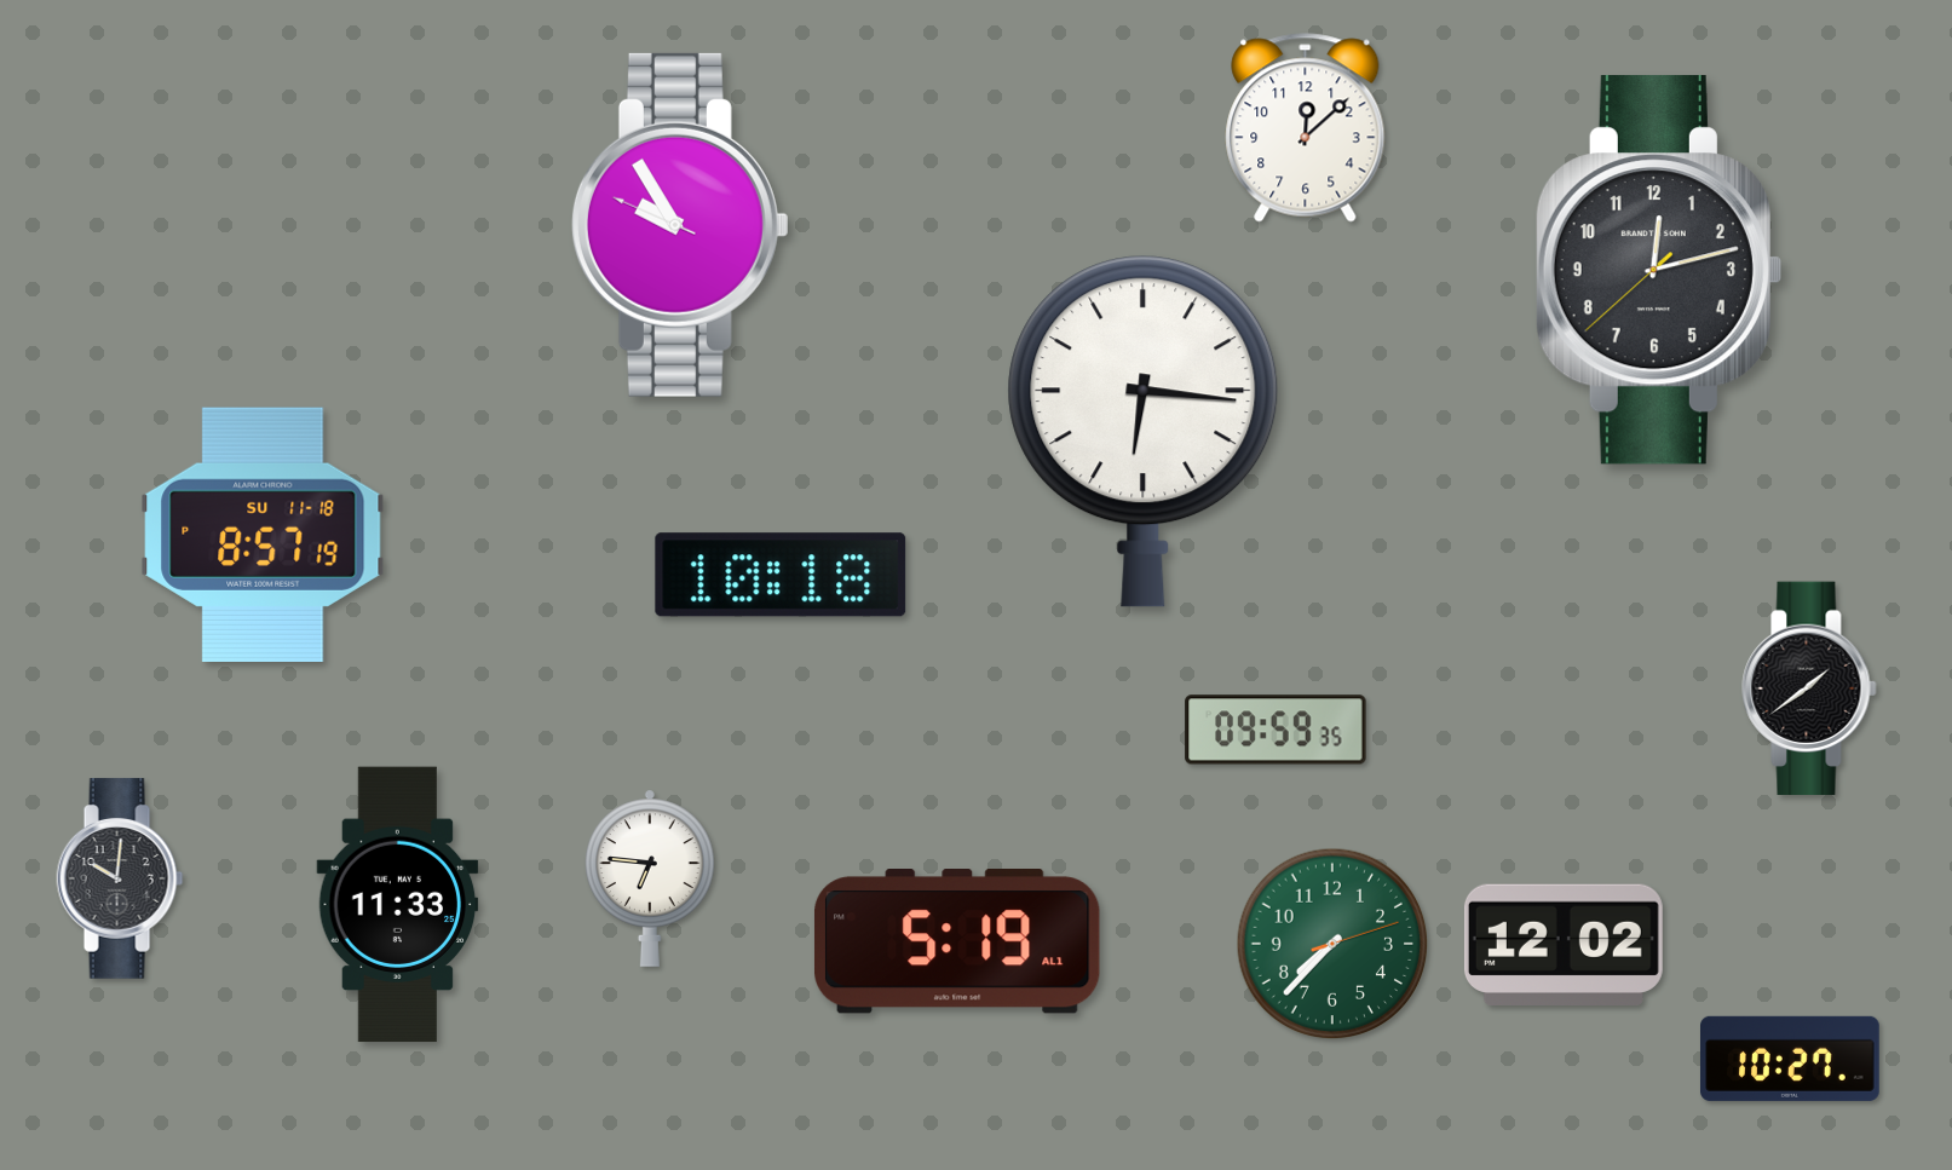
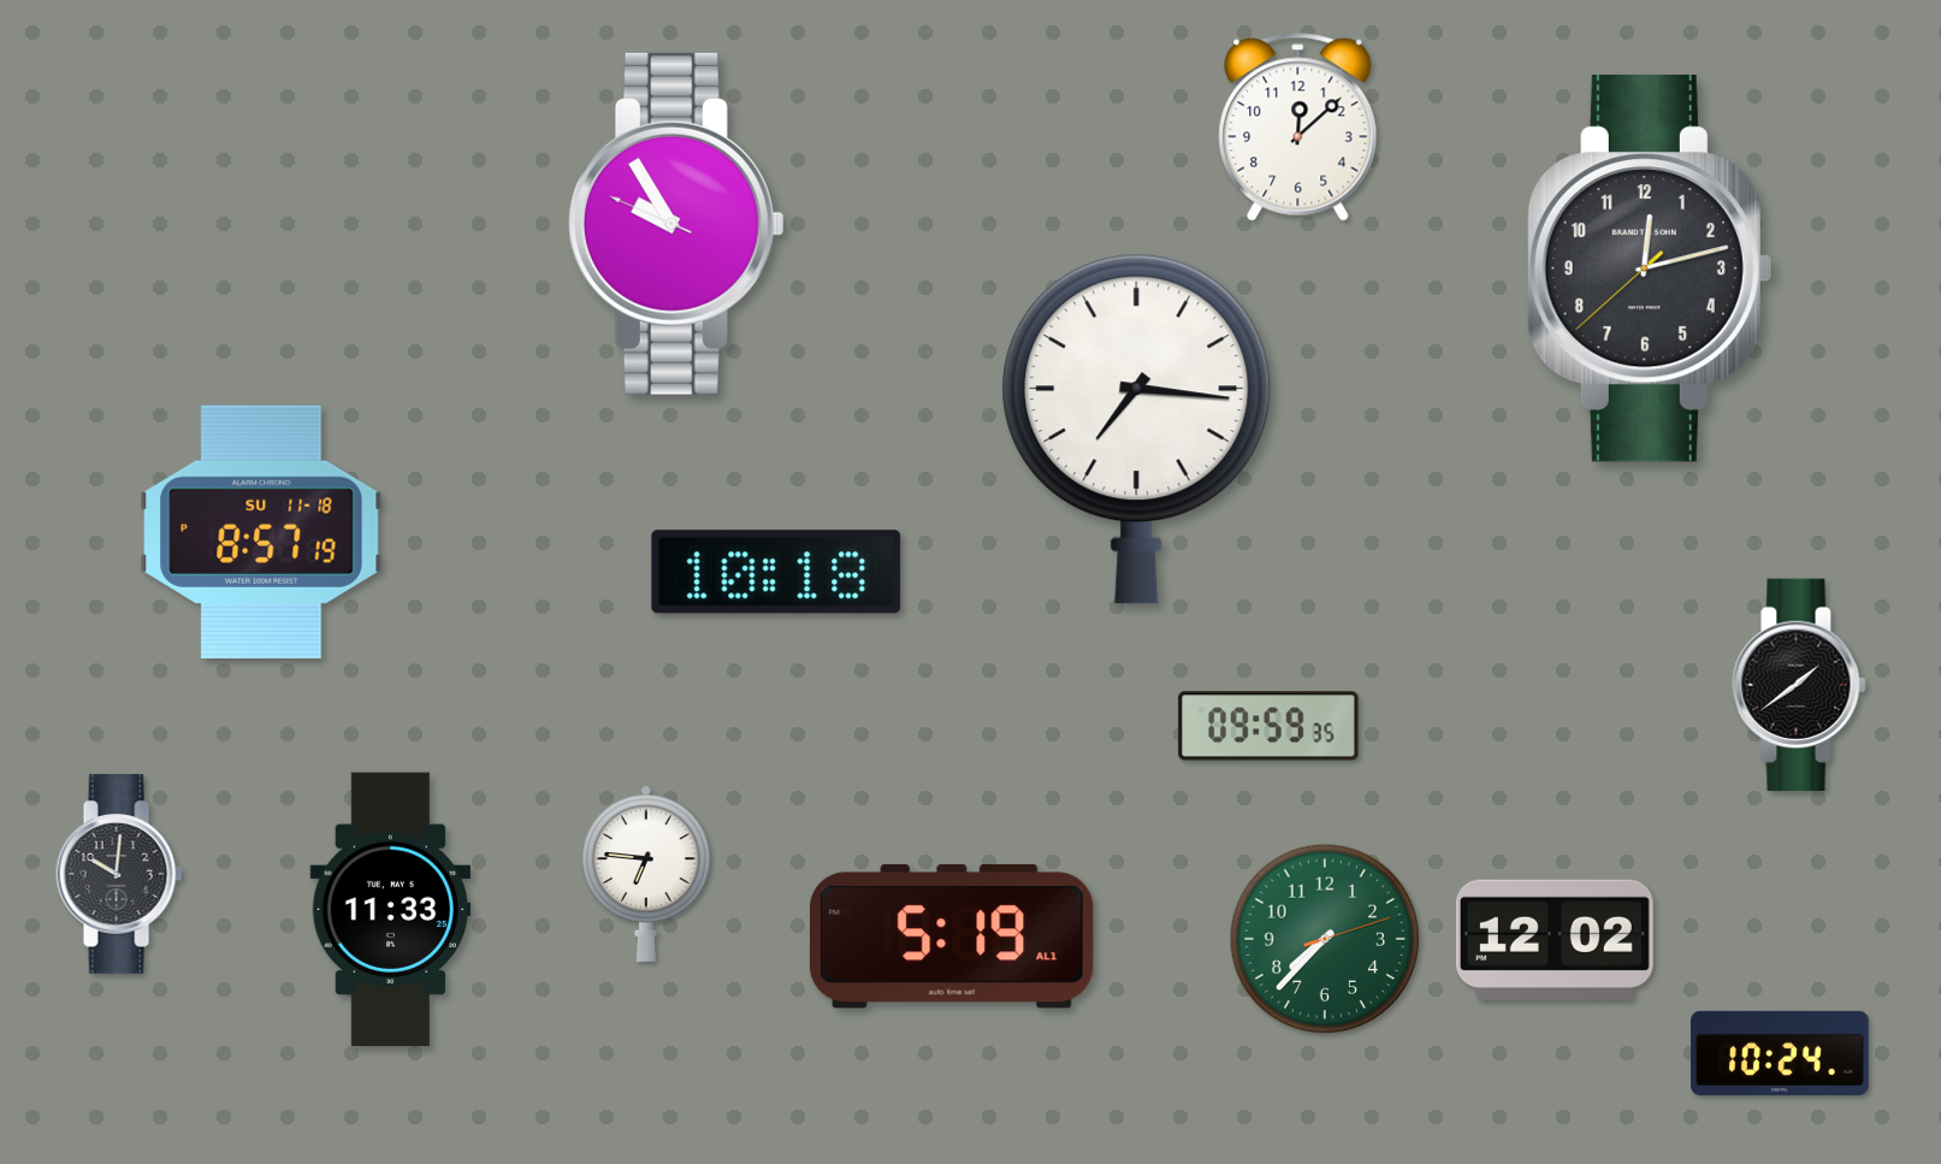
clock at (1144, 432): 6:16 -> 7:16
clock at (398, 905) position: (398, 905) -> (391, 910)
clock at (1790, 1059): 10:27 -> 10:24
